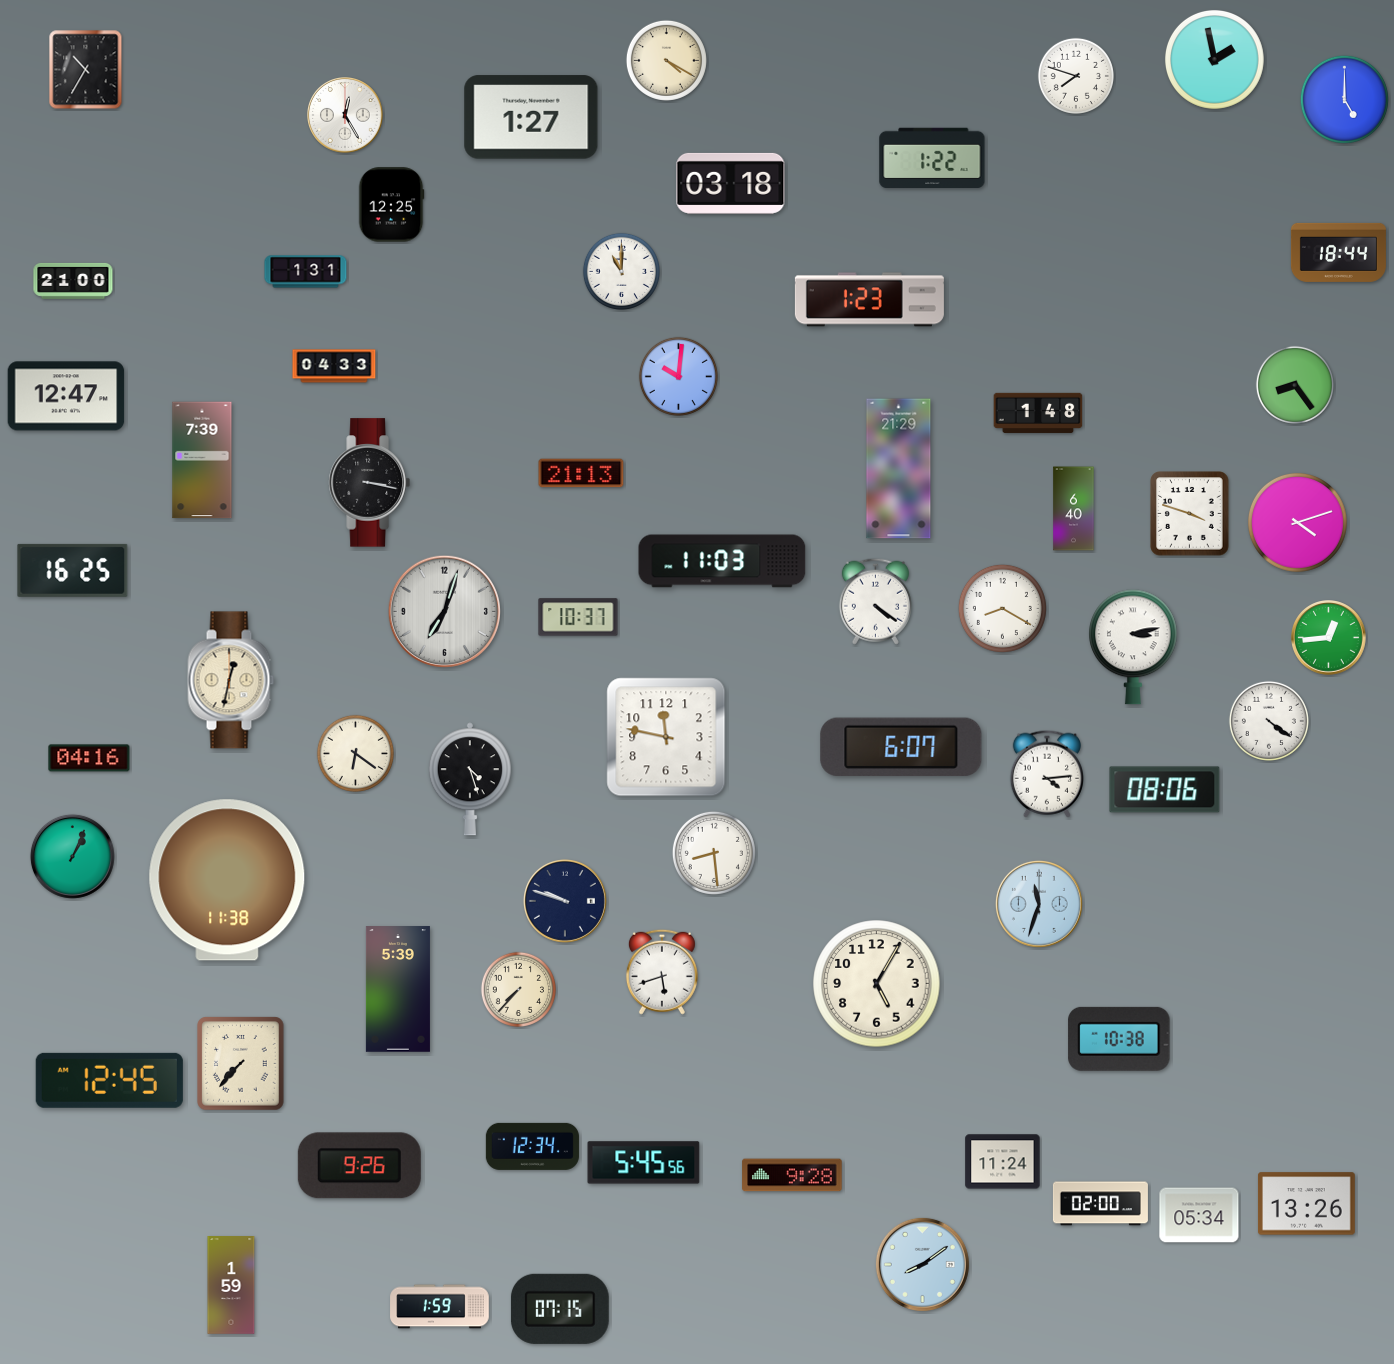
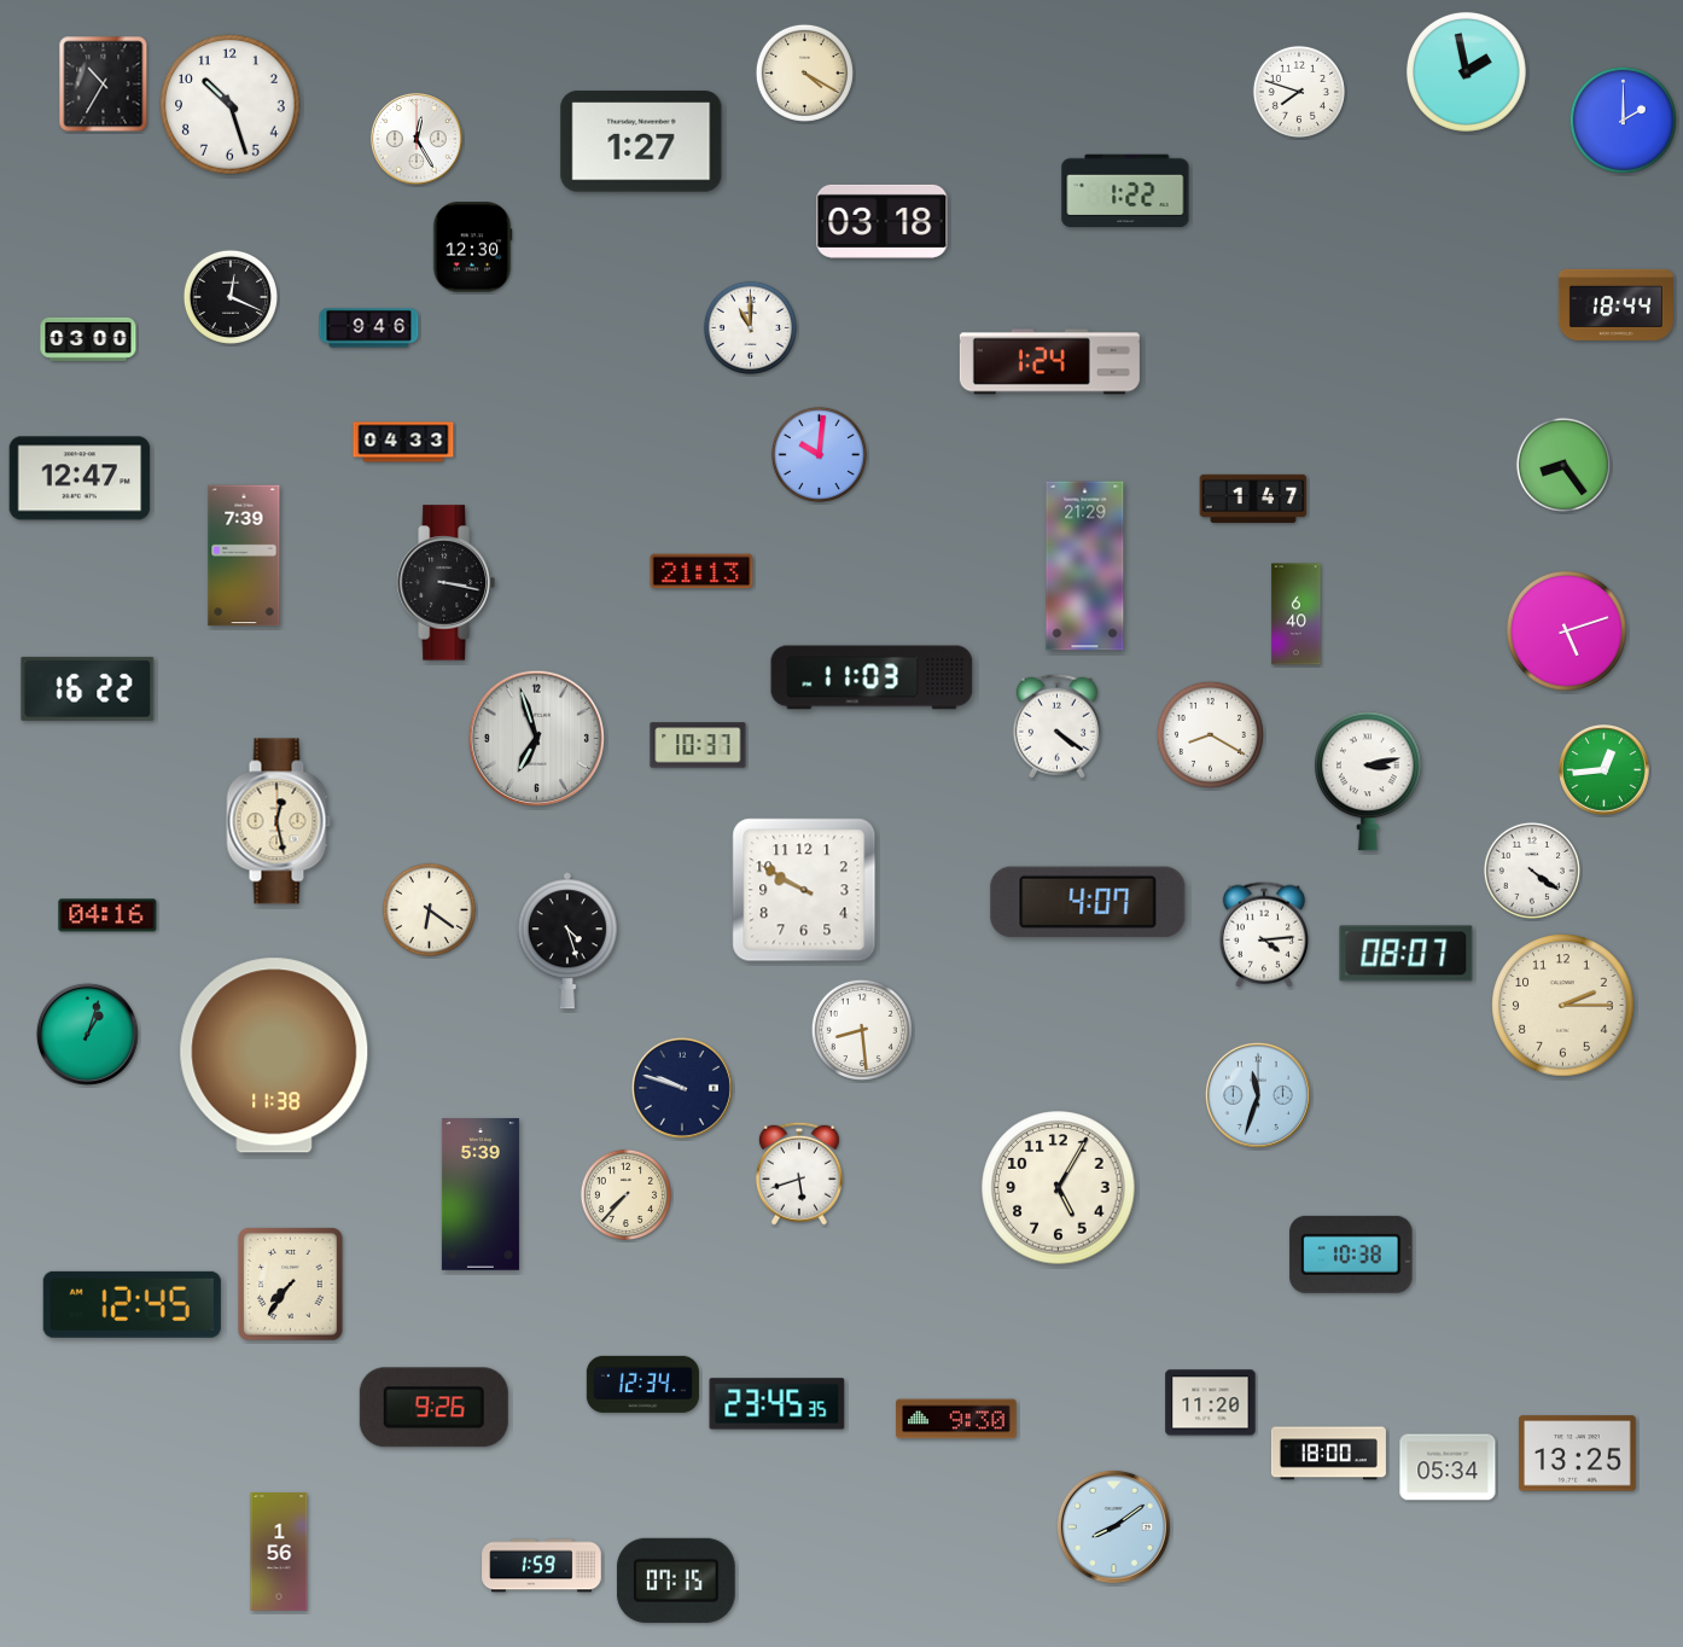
clock at (231, 105): none -> 10:27
clock at (1344, 99): 5:00 -> 2:00
clock at (391, 205): 12:25 -> 12:30
clock at (231, 297): none -> 12:19
clock at (306, 272): 1:31 -> 9:46
clock at (73, 281): 21:00 -> 03:00
clock at (869, 300): 1:23 -> 1:24
clock at (1038, 412): 1:48 -> 1:47
clock at (1190, 514): 3:48 -> none
clock at (1297, 522): 4:12 -> 5:12
clock at (73, 570): 16:25 -> 16:22
clock at (444, 611): 7:03 -> 6:57
clock at (231, 680): 12:32 -> 12:28
clock at (666, 737): 11:47 -> 9:50
clock at (901, 747): 6:07 -> 4:07
clock at (1165, 790): 08:06 -> 08:07
clock at (1563, 1006): none -> 2:15
clock at (72, 856): 1:04 -> 1:03
clock at (227, 880) position: (227, 880) -> (274, 1055)
clock at (1039, 904) position: (1039, 904) -> (1258, 1095)
clock at (241, 1064): 7:37 -> 7:36
clock at (1003, 1162): 11:24 -> 11:20
clock at (644, 1163): 5:45 -> 23:45
clock at (792, 1175): 9:28 -> 9:30
clock at (1100, 1204): 02:00 -> 18:00
clock at (1306, 1204): 13:26 -> 13:25
clock at (231, 1285): 1:59 -> 1:56
clock at (440, 1307) position: (440, 1307) -> (542, 1566)
